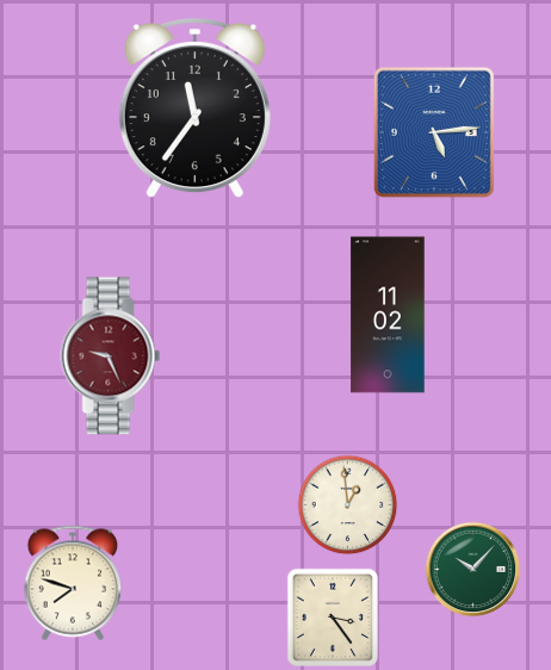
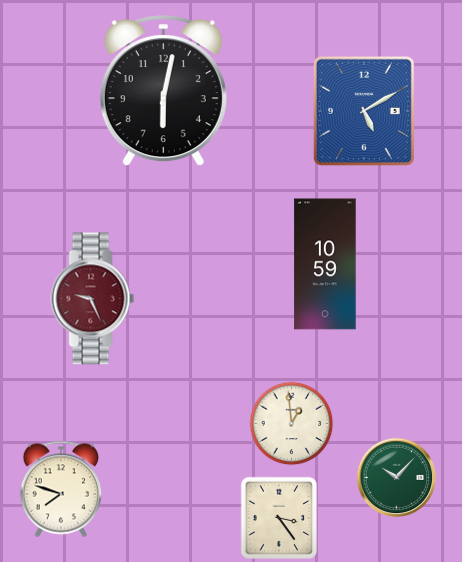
clock at (194, 108): 11:36 -> 6:02
clock at (434, 132): 5:14 -> 5:10
clock at (388, 315): 11:02 -> 10:59
